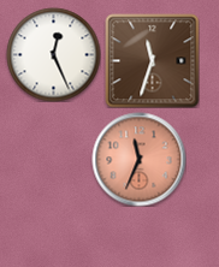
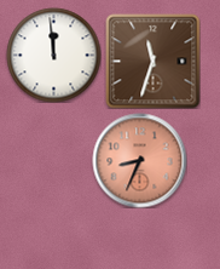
clock at (53, 54): 12:26 -> 11:59
clock at (138, 159): 11:34 -> 8:34
